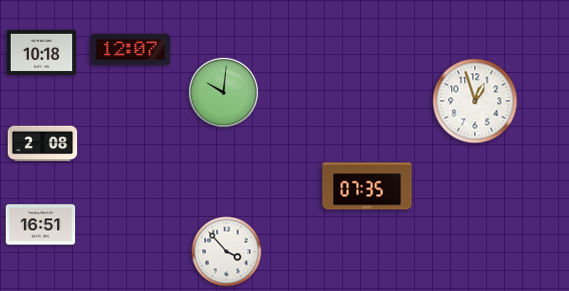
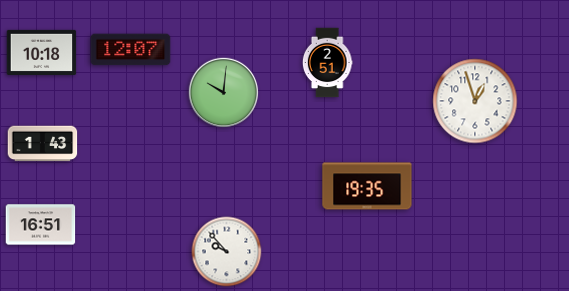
clock at (327, 63): none -> 2:51
clock at (43, 144): 2:08 -> 1:43
clock at (367, 186): 07:35 -> 19:35
clock at (227, 252): 3:53 -> 9:53
